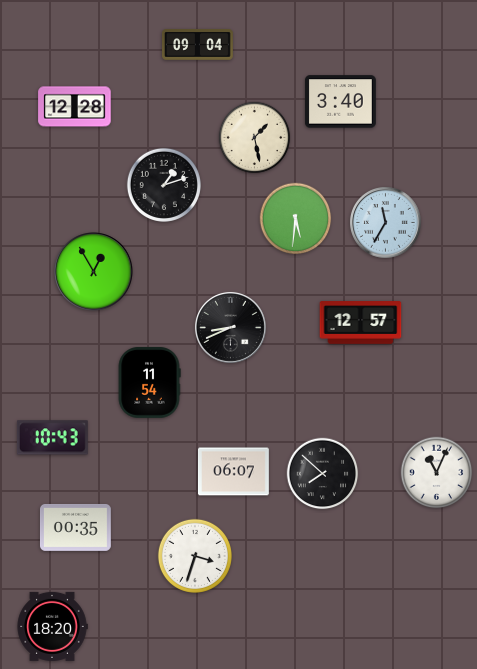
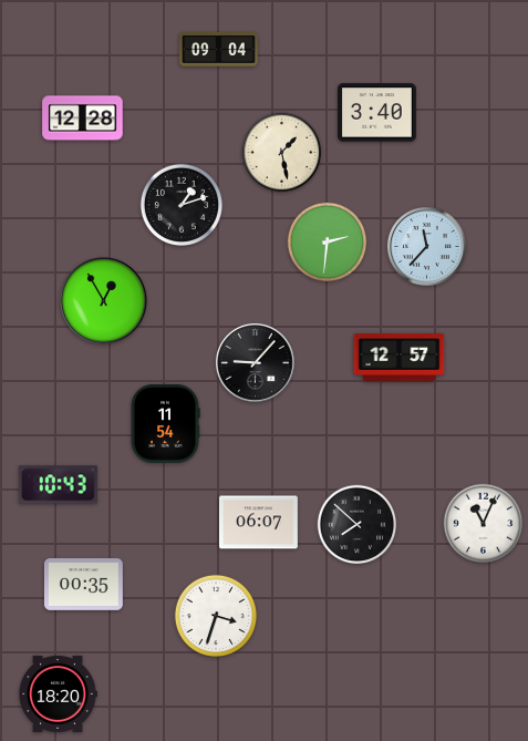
clock at (296, 219): 5:31 -> 2:31
clock at (385, 222): 11:35 -> 11:37
clock at (230, 327): 8:41 -> 9:07
